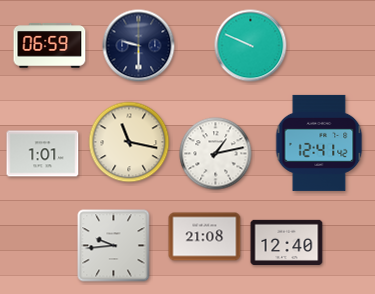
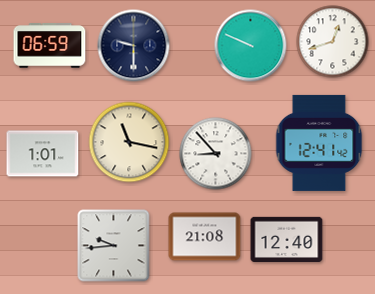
clock at (333, 42): none -> 12:42
clock at (139, 46) position: (139, 46) -> (134, 46)
clock at (216, 154): 1:13 -> 8:53
clock at (287, 242) position: (287, 242) -> (287, 239)
